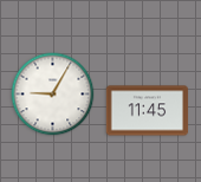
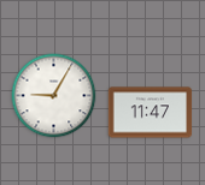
clock at (148, 111): 11:45 -> 11:47
